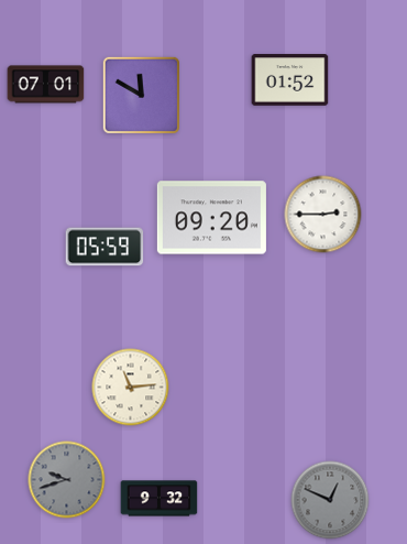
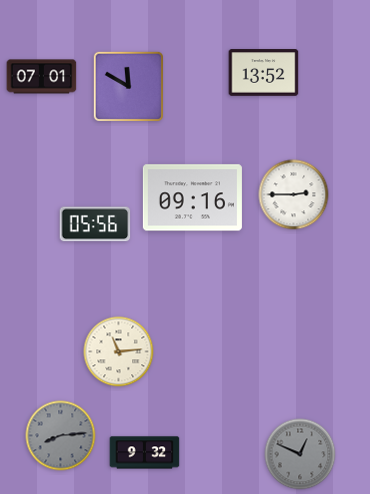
clock at (290, 80): 01:52 -> 13:52
clock at (211, 218): 09:20 -> 09:16
clock at (105, 247): 05:59 -> 05:56
clock at (67, 480): 9:42 -> 8:14
